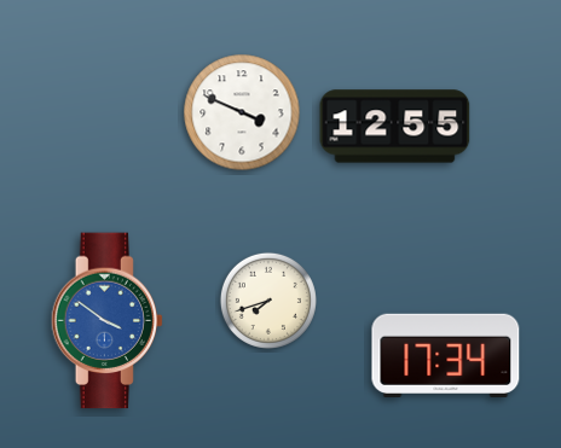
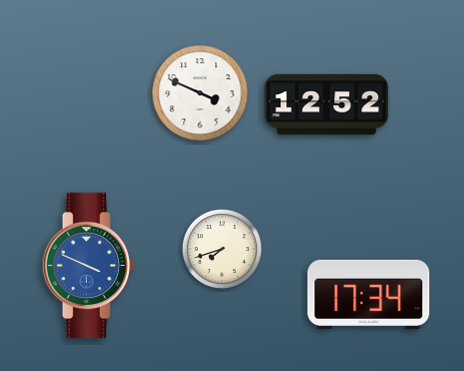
clock at (395, 127): 12:55 -> 12:52
clock at (108, 321): 3:51 -> 3:49
